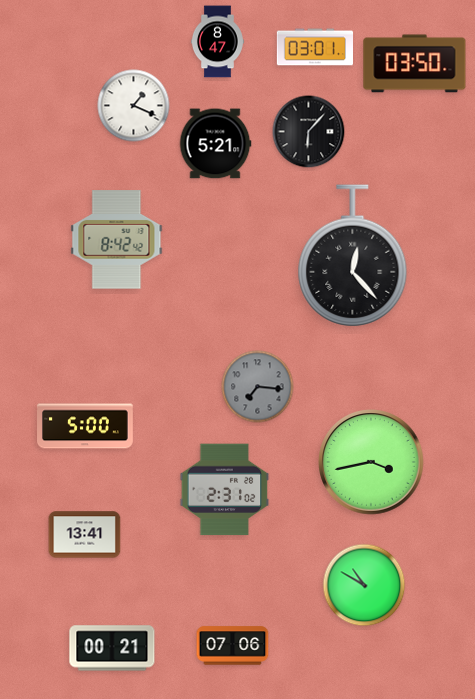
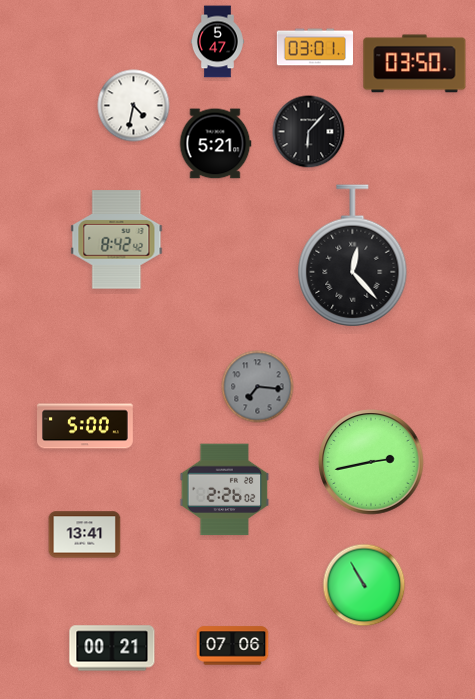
clock at (217, 42): 8:47 -> 5:47
clock at (134, 106): 1:19 -> 4:32
clock at (371, 462): 3:43 -> 2:43
clock at (225, 490): 2:31 -> 2:26
clock at (364, 585): 10:50 -> 10:55
